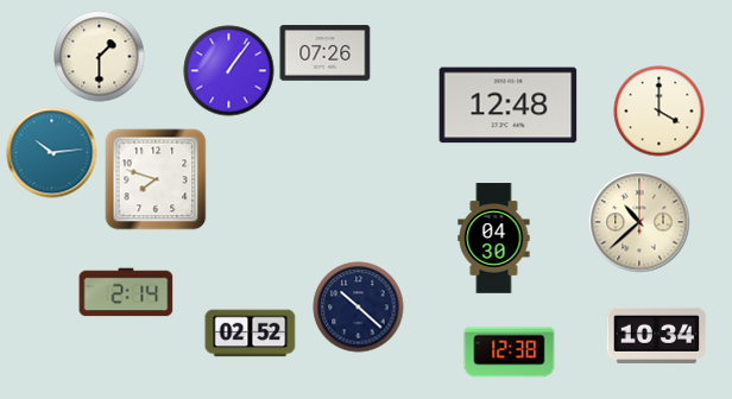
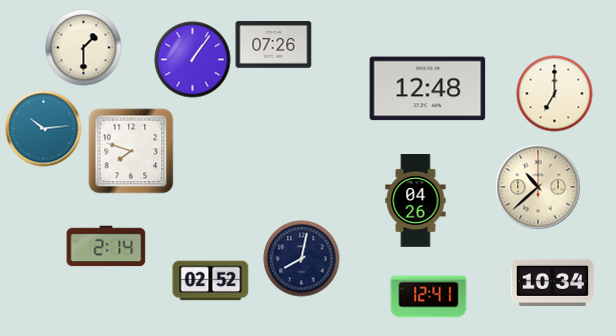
clock at (660, 112): 4:00 -> 7:00
clock at (494, 239): 04:30 -> 04:26
clock at (359, 308): 10:22 -> 8:02
clock at (510, 353): 12:38 -> 12:41
